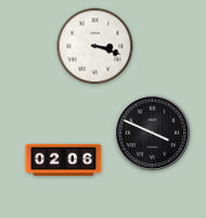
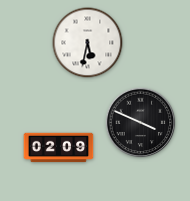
clock at (95, 47): 3:18 -> 5:32
clock at (64, 161): 02:06 -> 02:09
